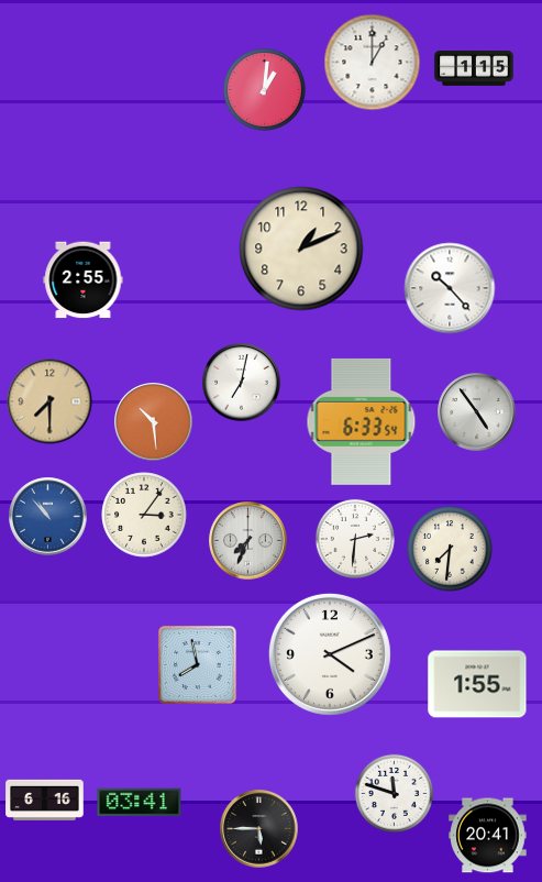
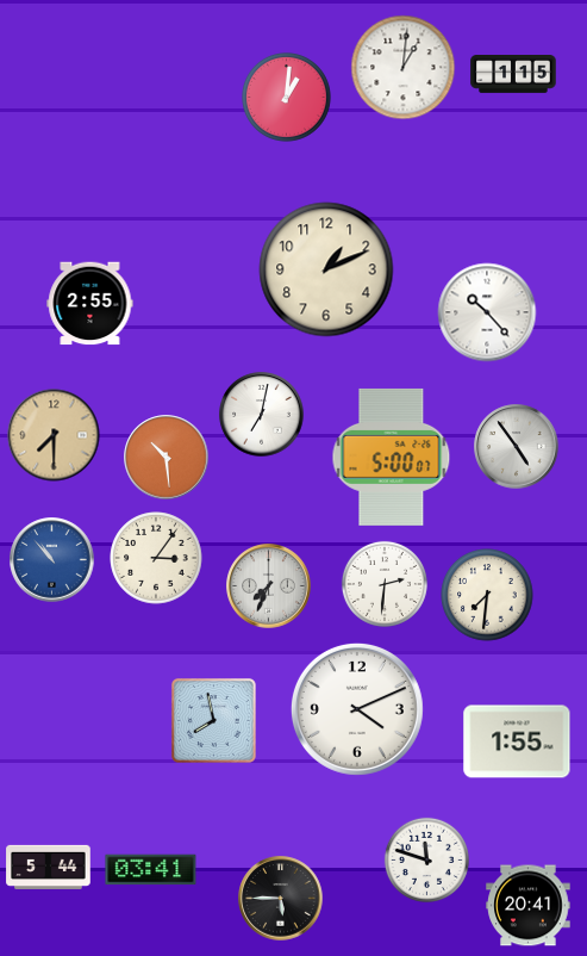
clock at (373, 63): 1:00 -> 1:01
clock at (362, 421): 6:33 -> 5:00
clock at (45, 800): 6:16 -> 5:44
